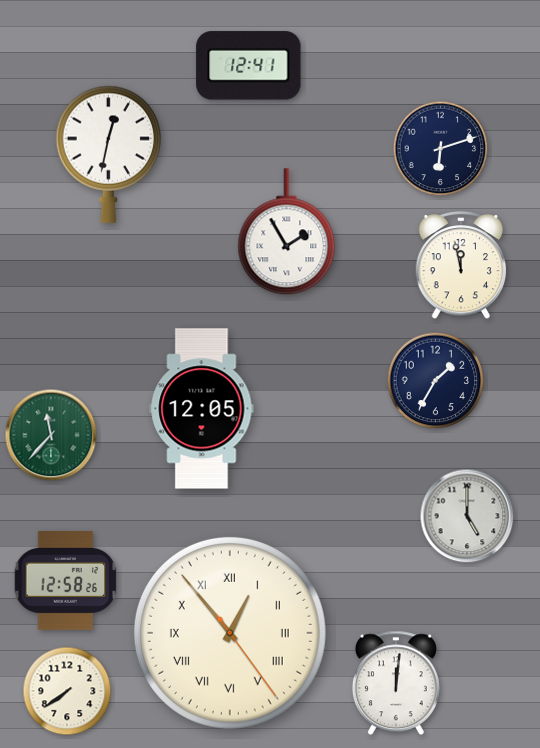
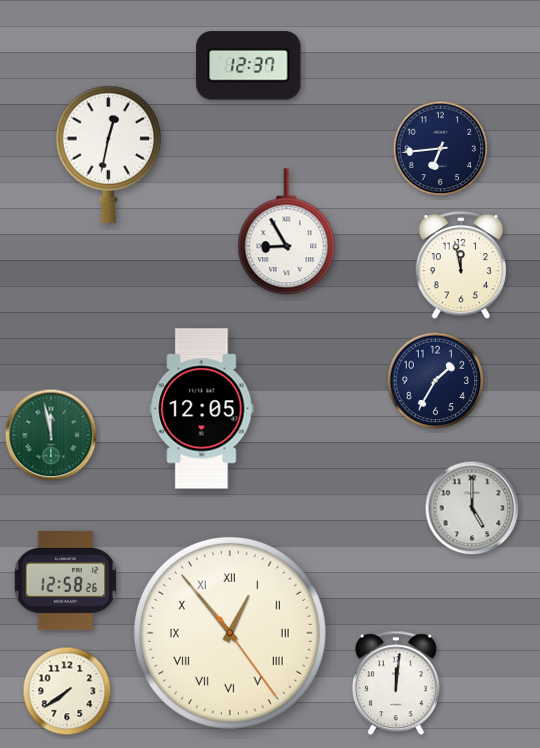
clock at (249, 66): 12:41 -> 12:37
clock at (441, 149): 6:12 -> 6:44
clock at (287, 232): 1:55 -> 8:55
clock at (51, 435): 11:37 -> 11:58
clock at (467, 516) position: (467, 516) -> (472, 508)
